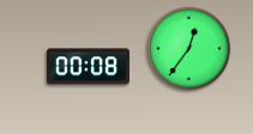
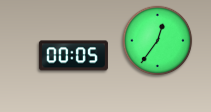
clock at (88, 67): 00:08 -> 00:05
